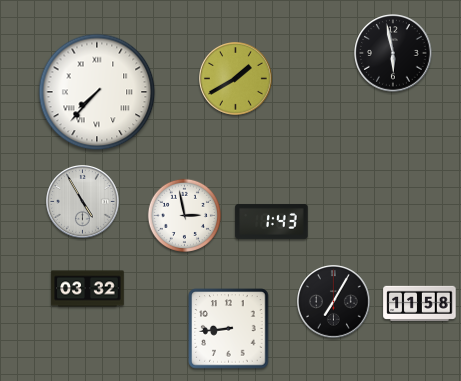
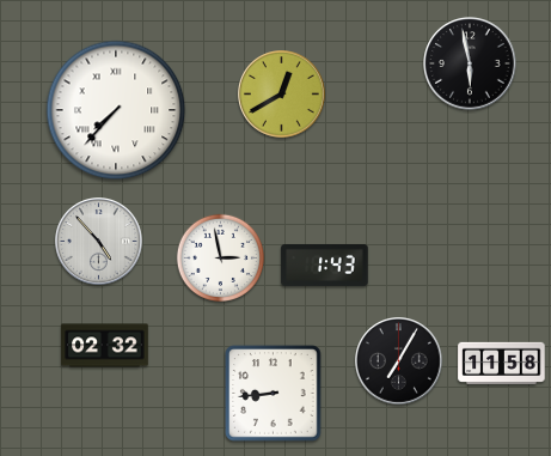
clock at (236, 79): 1:40 -> 12:40
clock at (83, 202): 4:55 -> 4:53
clock at (88, 289): 03:32 -> 02:32
